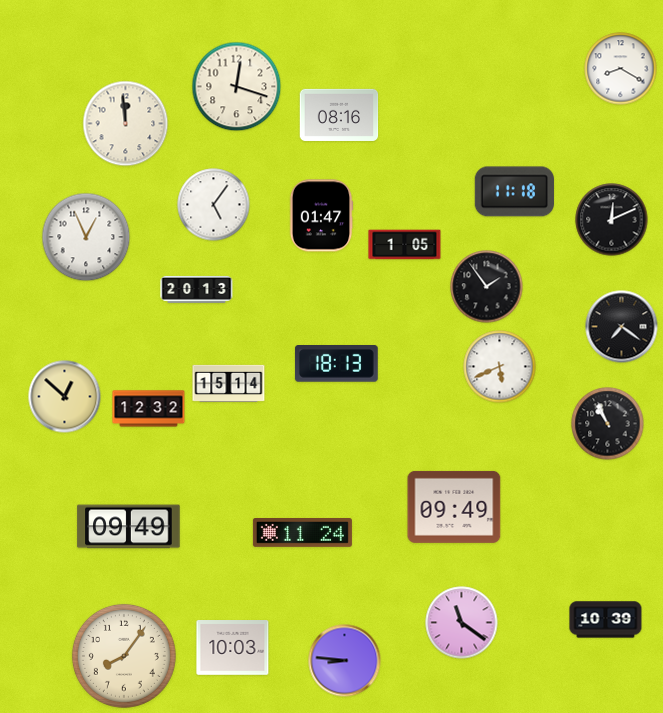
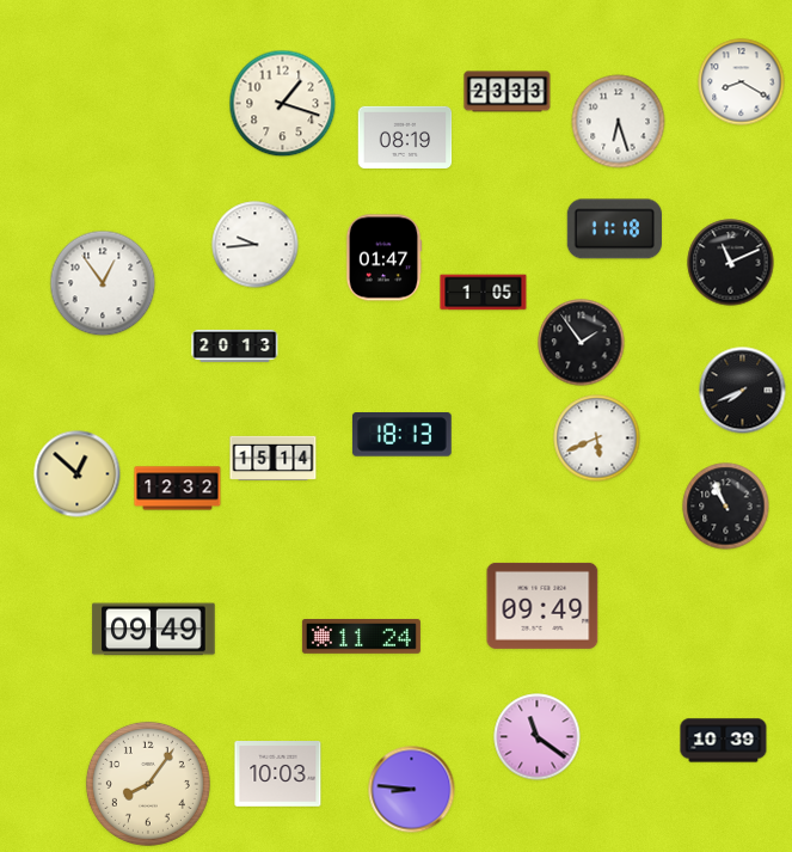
clock at (508, 92): none -> 23:33
clock at (237, 87): 12:18 -> 1:18
clock at (619, 122): none -> 6:27
clock at (339, 115): 08:16 -> 08:19
clock at (126, 124): 11:59 -> none
clock at (214, 205): 5:06 -> 9:44
clock at (612, 220): 12:11 -> 11:11
clock at (86, 237): 12:56 -> 12:54
clock at (622, 327): 7:21 -> 7:41
clock at (462, 623) position: (462, 623) -> (538, 737)
